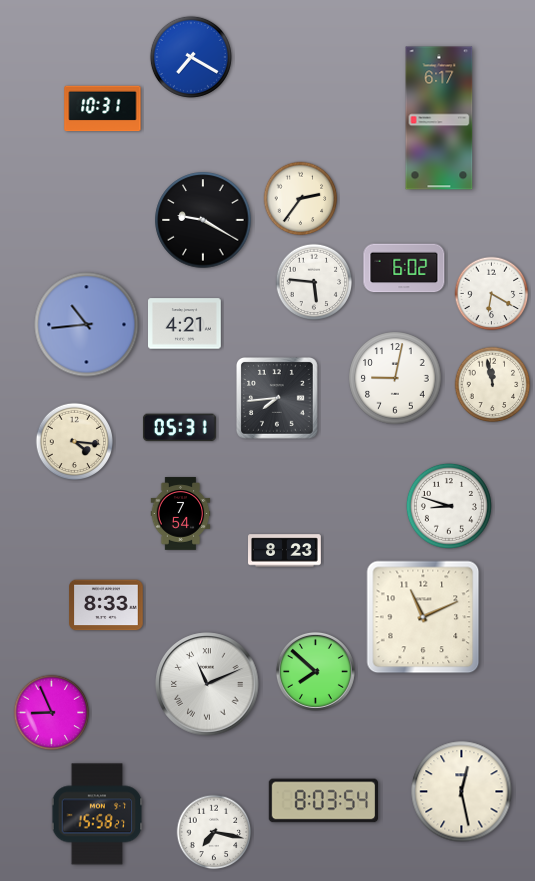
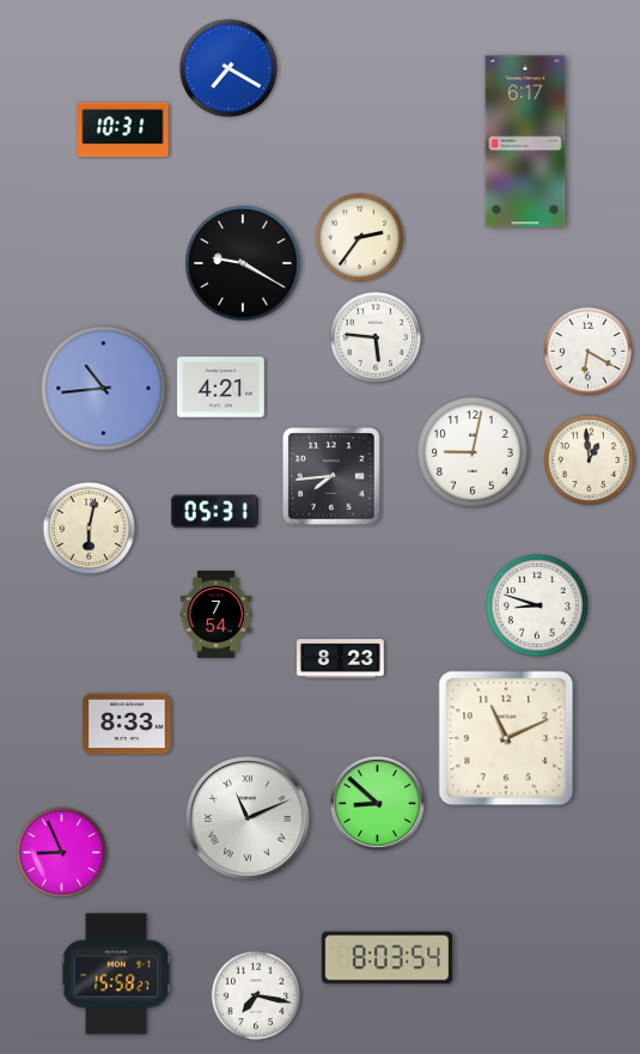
clock at (404, 268): 6:02 -> none
clock at (493, 385): 11:58 -> 12:59
clock at (75, 442): 4:16 -> 6:02
clock at (315, 671): 7:52 -> 8:52
clock at (462, 792): 12:28 -> none
